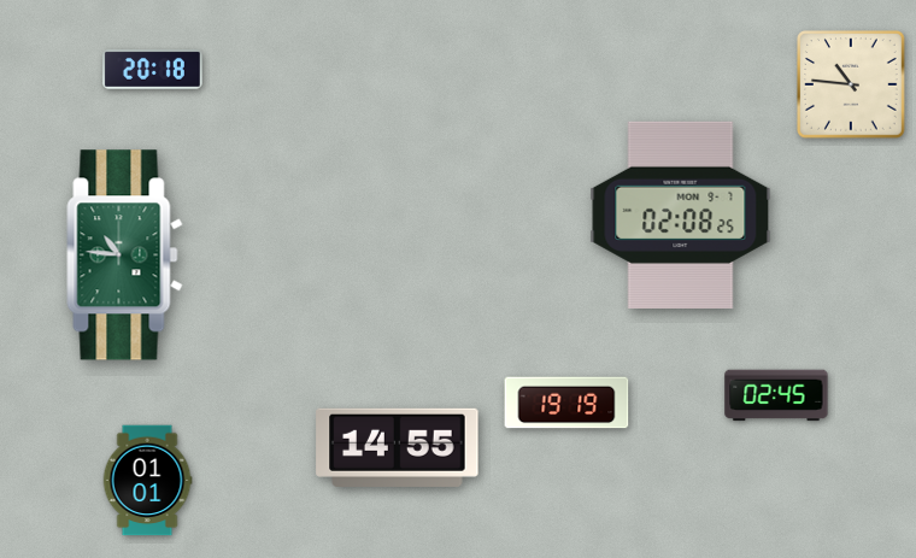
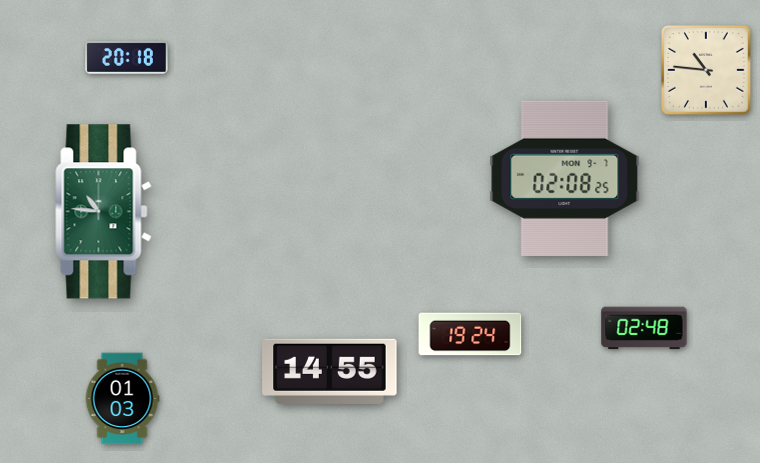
clock at (776, 395): 02:45 -> 02:48
clock at (566, 403): 19:19 -> 19:24
clock at (147, 481): 01:01 -> 01:03
